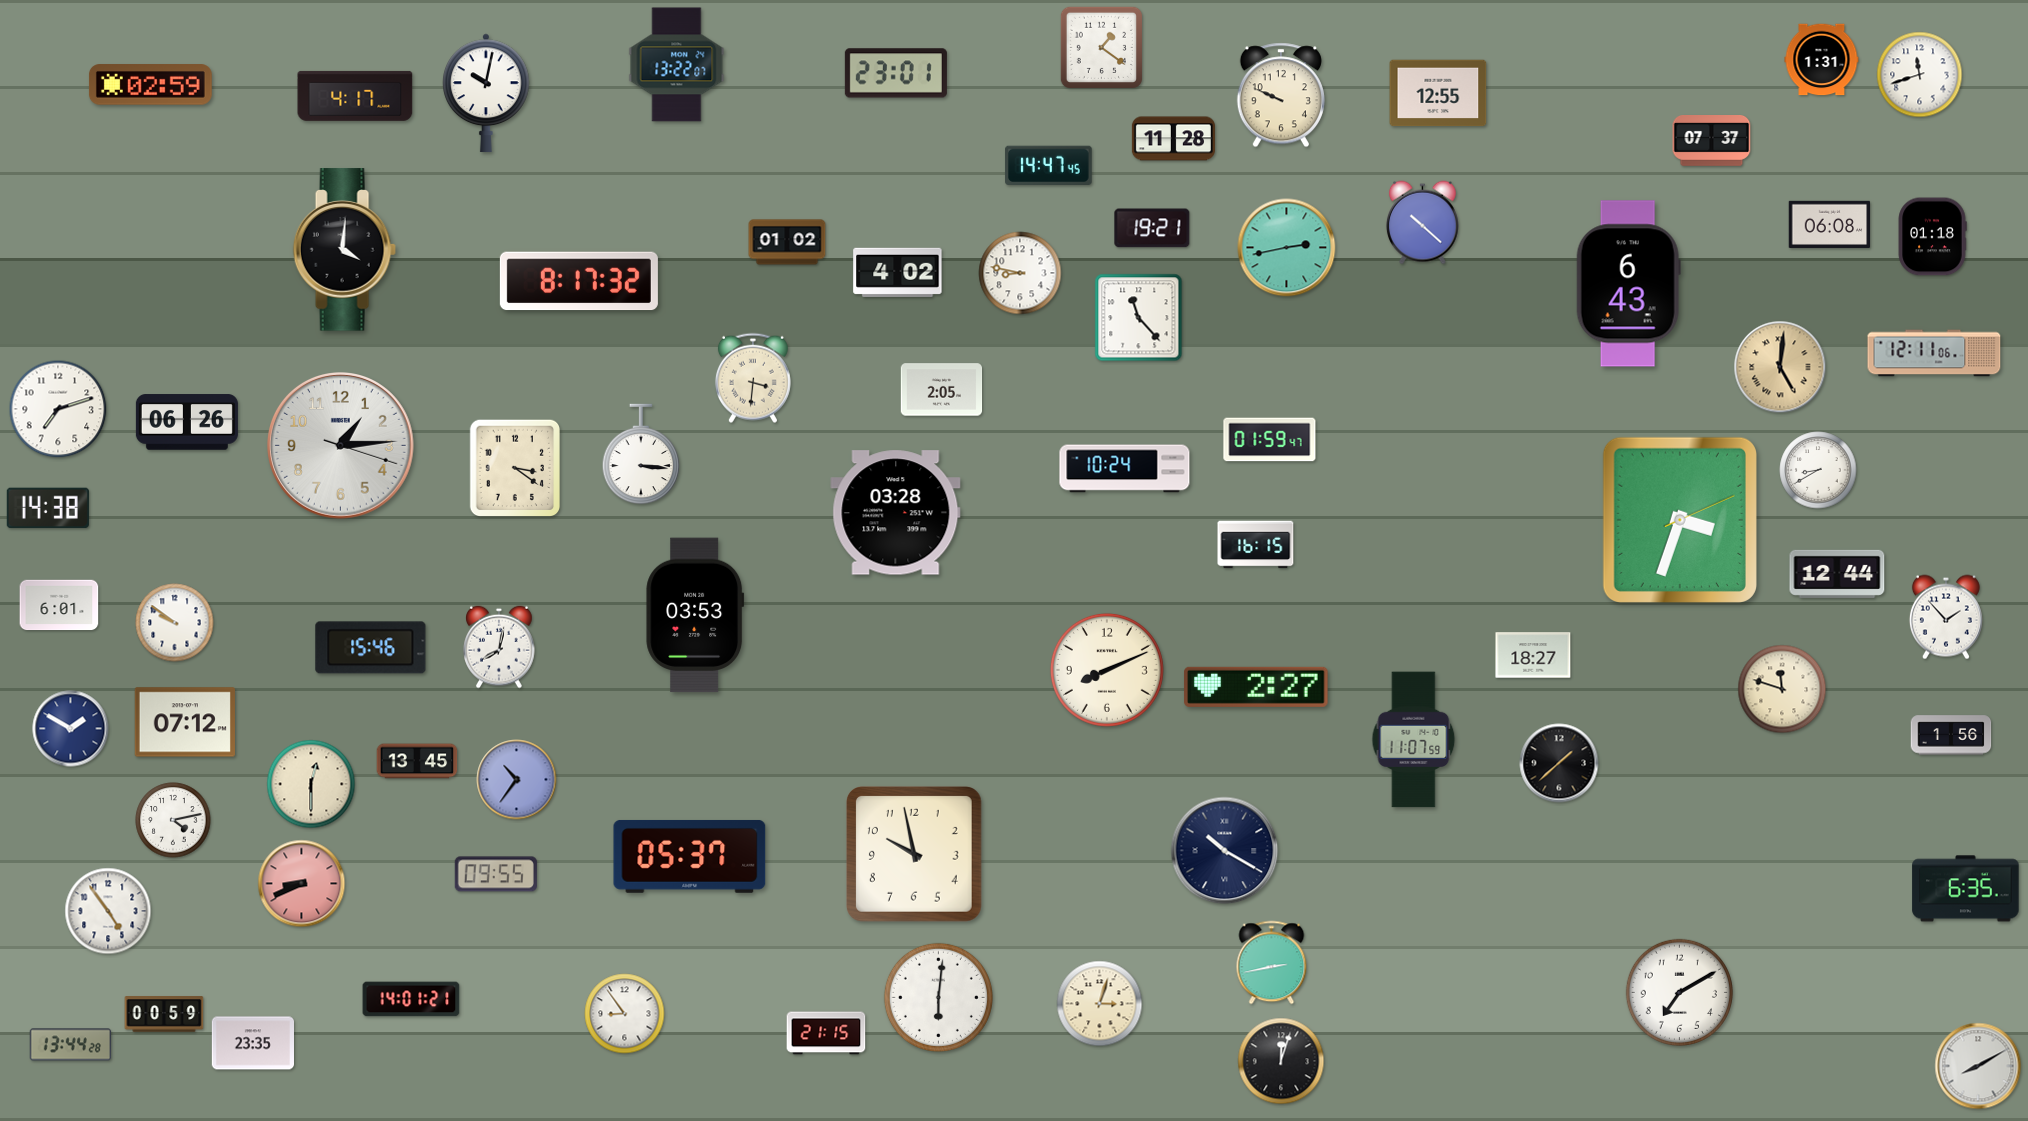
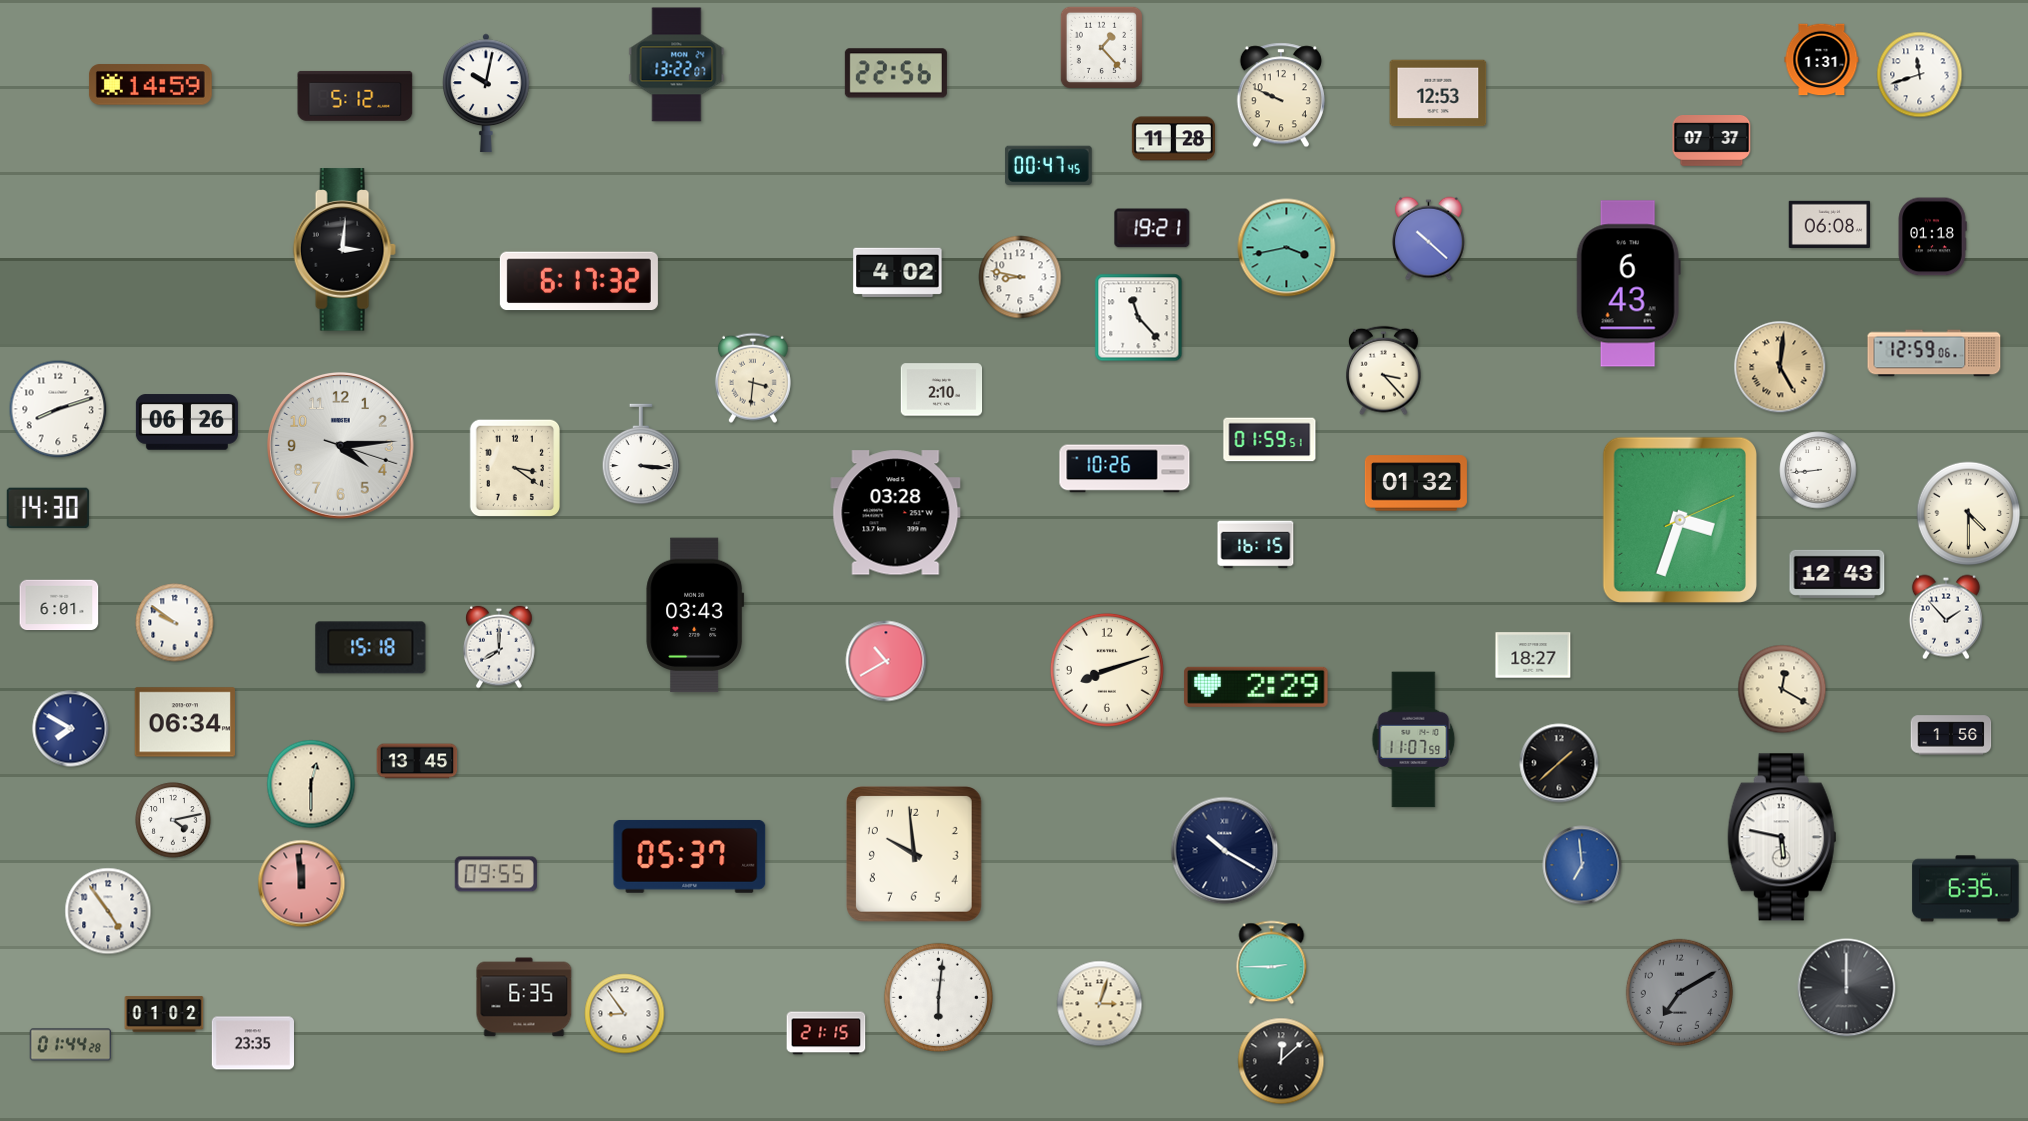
clock at (1101, 47): 1:21 -> 1:23
clock at (896, 73): 23:01 -> 22:56
clock at (150, 85): 02:59 -> 14:59
clock at (1438, 93): 12:55 -> 12:53
clock at (355, 96): 4:17 -> 5:12
clock at (1049, 166): 14:47 -> 00:47
clock at (1422, 223) position: (1422, 223) -> (1428, 239)
clock at (787, 242): 01:02 -> none
clock at (1287, 248): 2:43 -> 3:43
clock at (344, 250): 4:01 -> 3:01
clock at (1020, 273) position: (1020, 273) -> (1020, 277)
clock at (579, 281): 8:17 -> 6:17
clock at (1934, 353): 12:11 -> 12:59
clock at (1384, 371): none -> 3:23
clock at (942, 390): 2:05 -> 2:10
clock at (58, 409): 7:12 -> 8:12
clock at (1270, 440): 01:59:47 -> 01:59:51
clock at (341, 446): 1:14 -> 4:14
clock at (1125, 469): 10:24 -> 10:26
clock at (1818, 470): 8:40 -> 8:44
clock at (1416, 483): none -> 01:32
clock at (48, 508): 14:38 -> 14:30
clock at (1969, 514): none -> 4:30
clock at (1837, 574): 12:44 -> 12:43
clock at (695, 615): 03:53 -> 03:43
clock at (499, 647): 8:02 -> 8:00
clock at (371, 648): 15:46 -> 15:18
clock at (886, 661): none -> 10:40
clock at (1107, 670): 8:11 -> 8:12
clock at (1256, 687): 2:27 -> 2:29
clock at (1782, 689): 11:48 -> 12:20
clock at (185, 722): 07:12 -> 06:34
clock at (71, 729): 1:50 -> 7:50
clock at (517, 780): 10:36 -> none
clock at (1782, 837): none -> 5:47
clock at (915, 855): 9:58 -> 9:59
clock at (1582, 865): none -> 6:59
clock at (302, 884): 8:41 -> 11:59
clock at (1272, 963): 2:43 -> 2:45
clock at (1847, 988): none -> 12:00
clock at (1679, 992) dial: white -> grey
clock at (524, 997): none -> 6:35
clock at (411, 999): 14:01 -> none
clock at (164, 1014): 00:59 -> 01:02
clock at (71, 1045): 13:44 -> 01:44
clock at (1281, 1061): 12:03 -> 12:08
clock at (1978, 1066): 8:10 -> none
